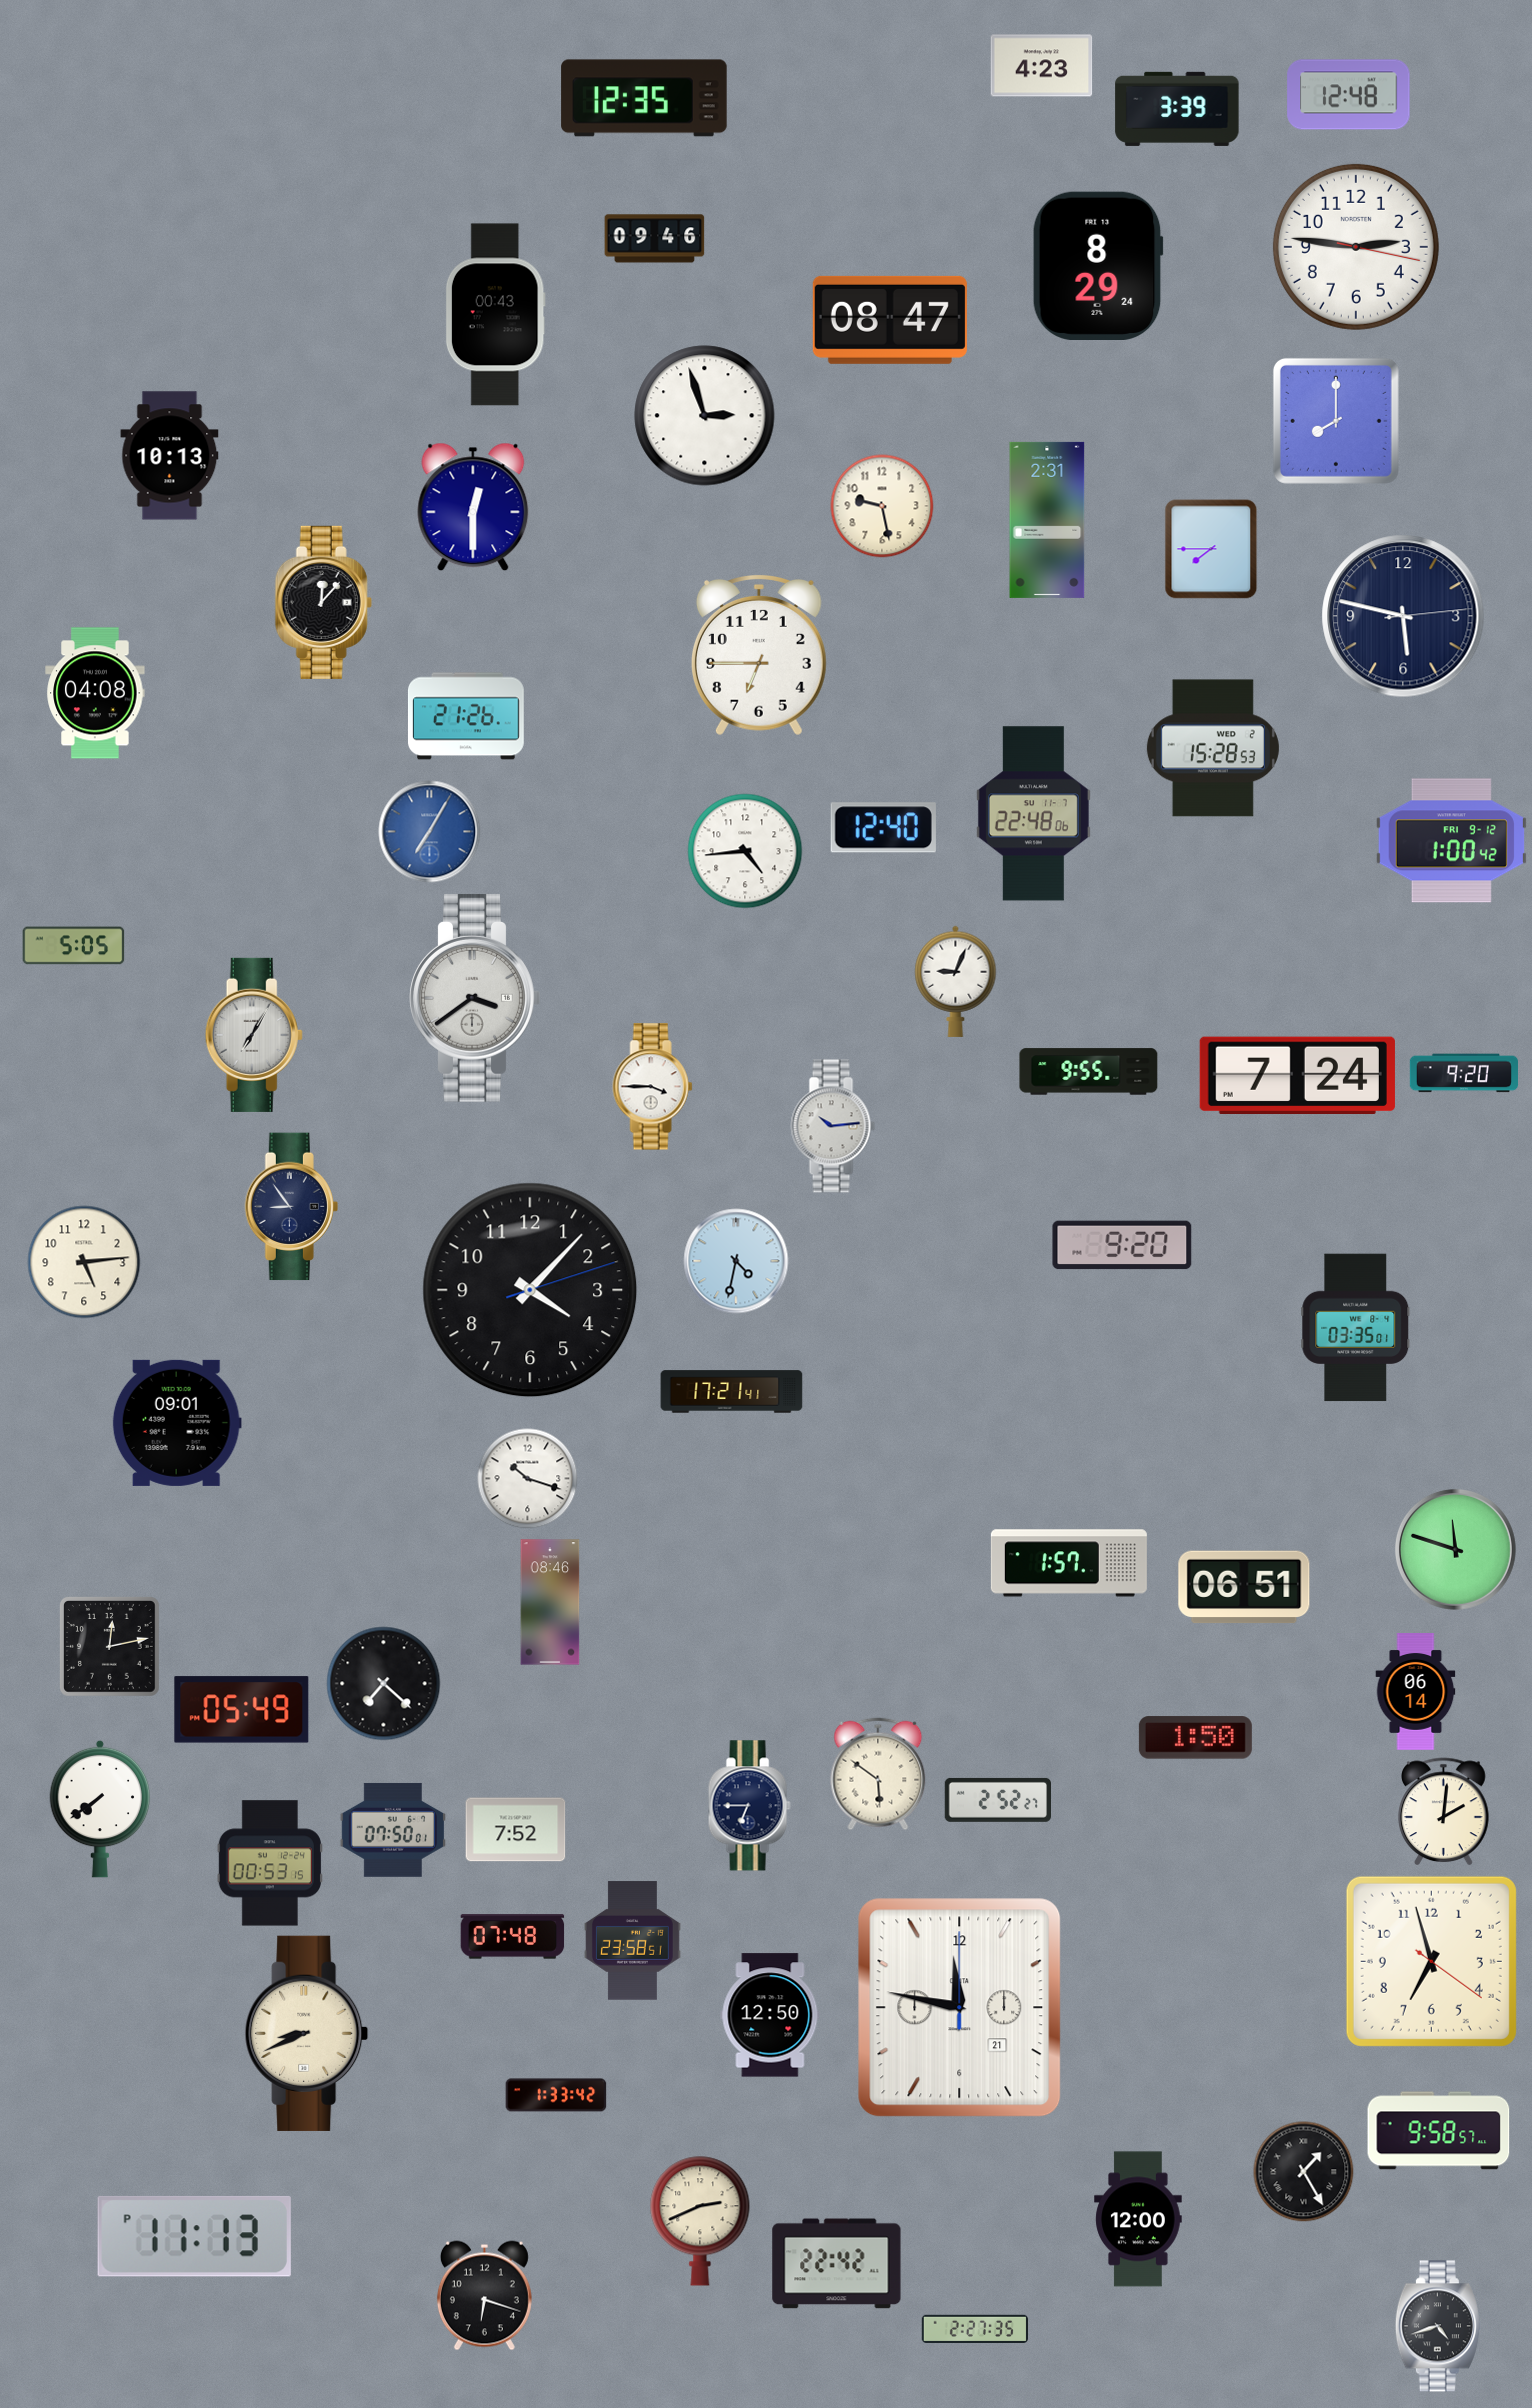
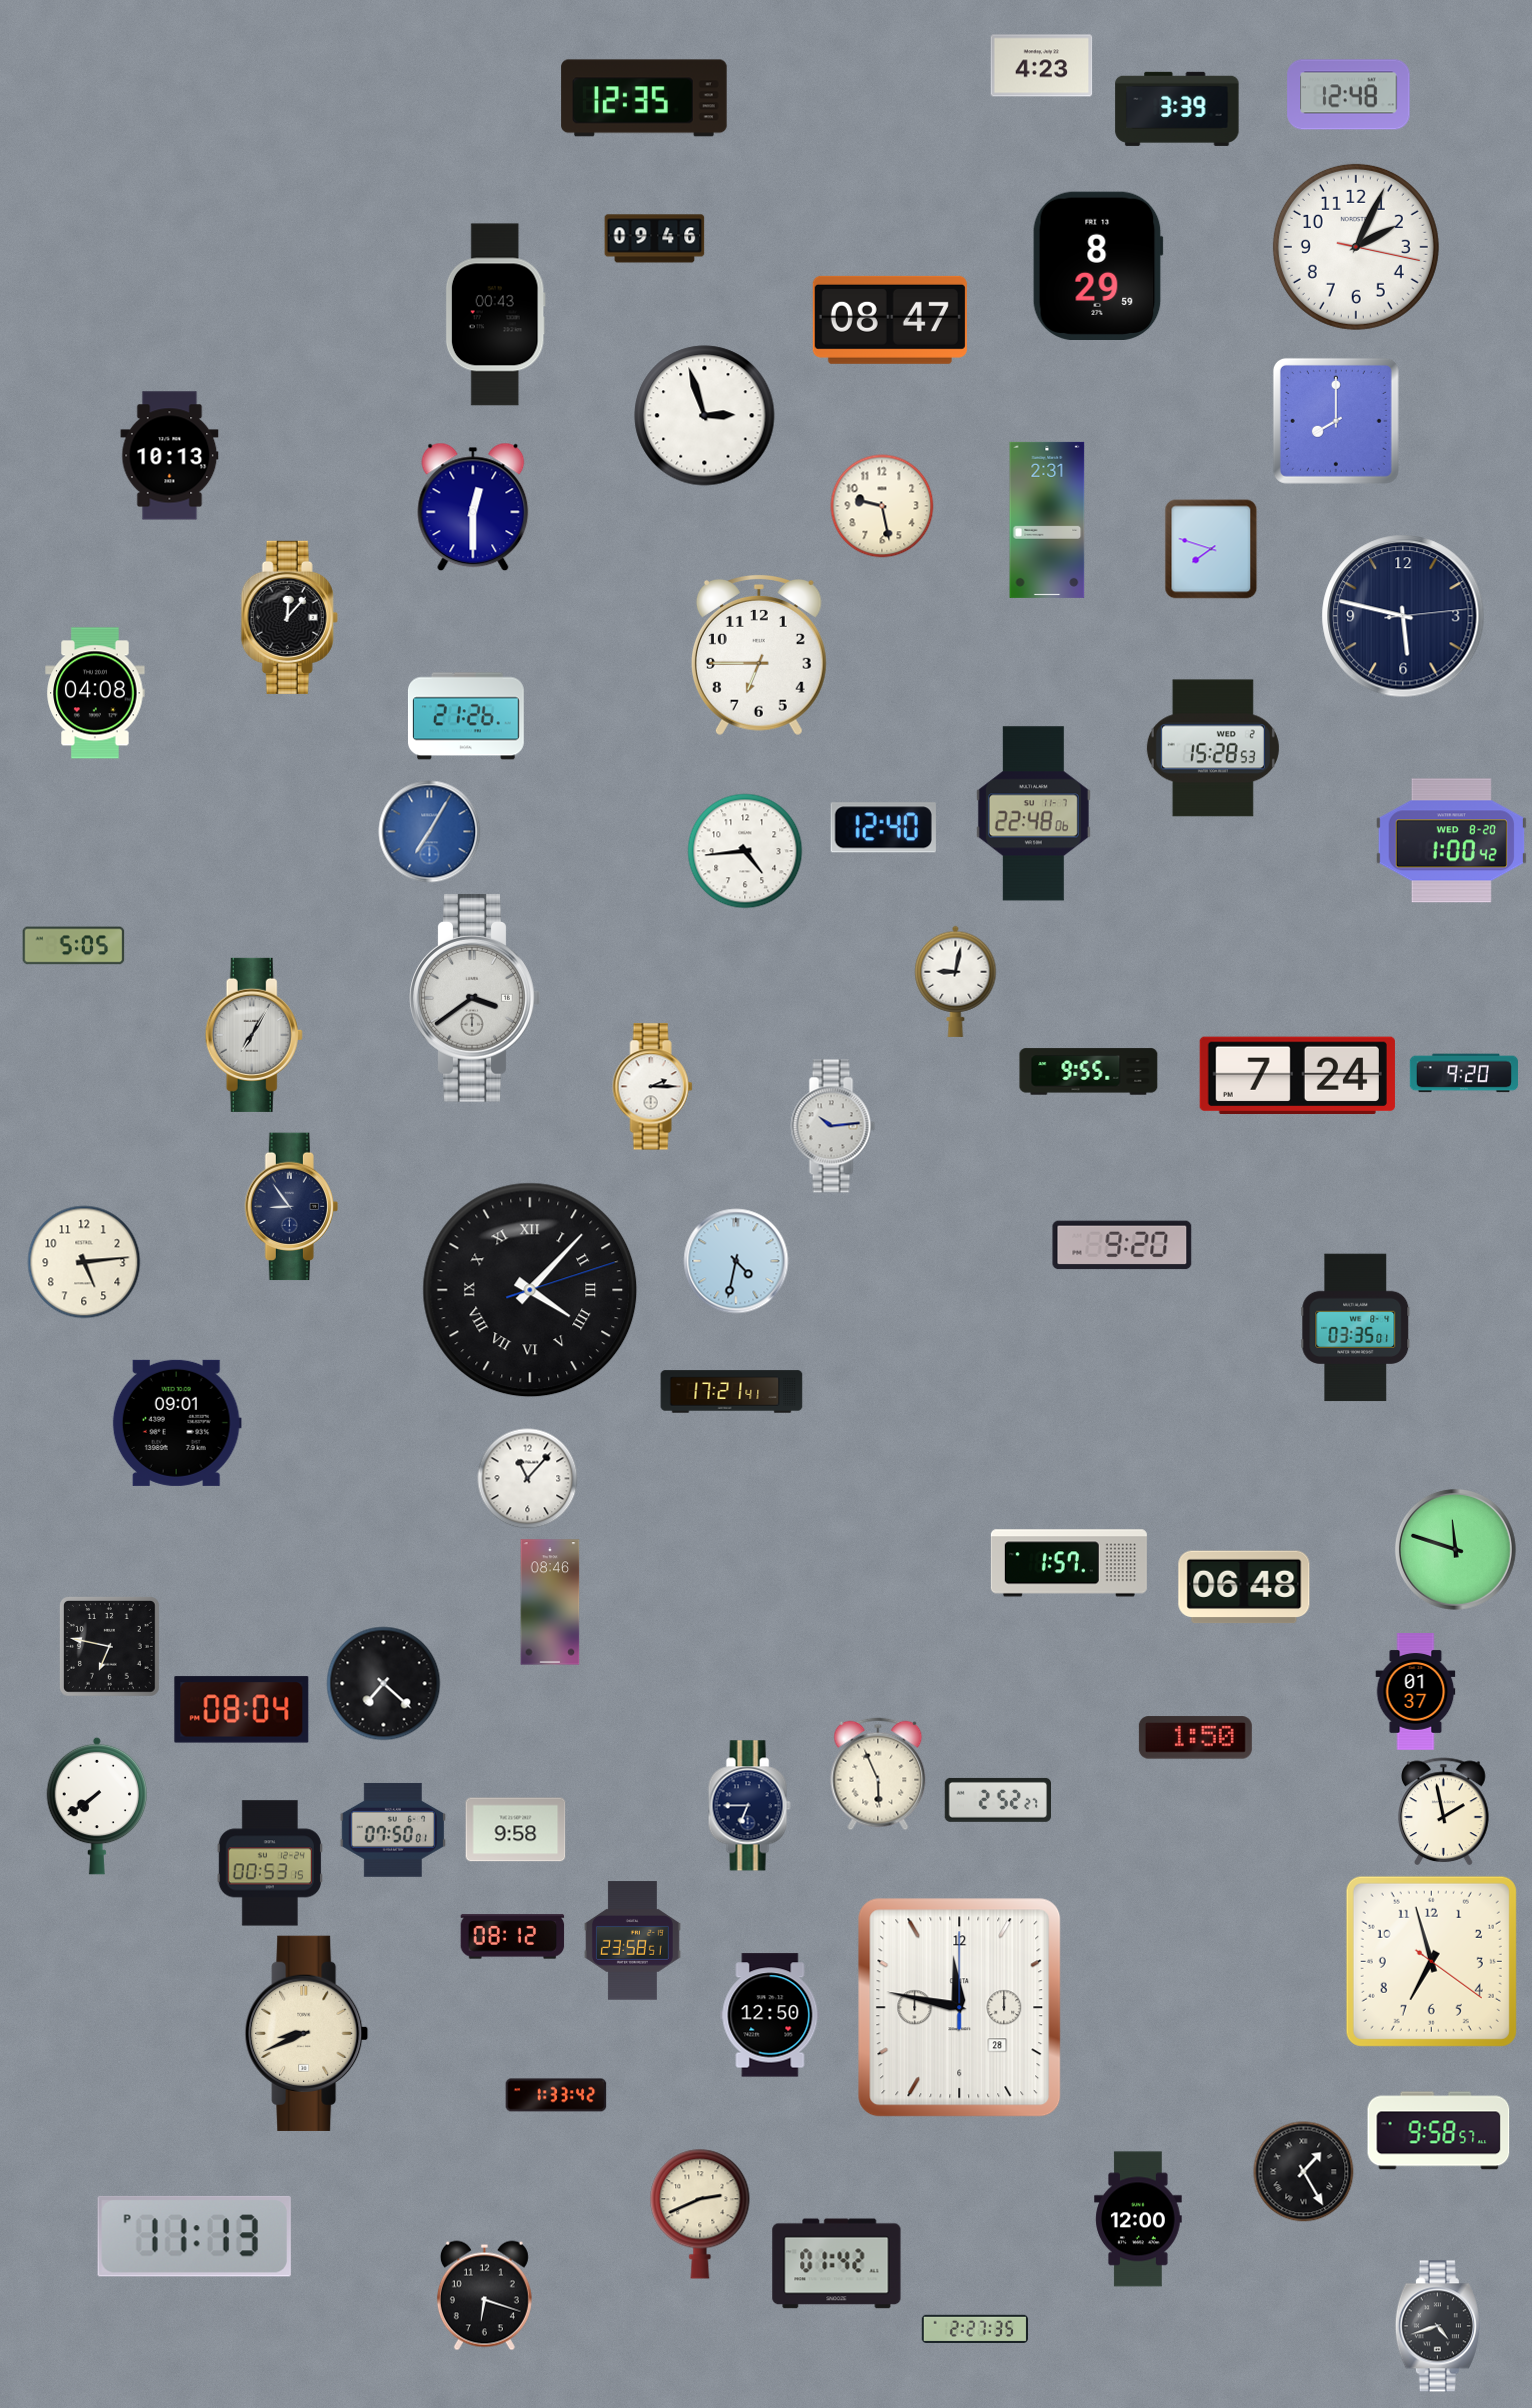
clock at (1356, 247): 2:46 -> 2:04
clock at (1098, 265): 8:29:24 -> 8:29:59
clock at (1211, 549): 7:45 -> 7:48
clock at (323, 602) position: (323, 602) -> (289, 617)
clock at (1451, 841) date: FRI 9-12 -> WED 8-20
clock at (956, 981): 9:04 -> 9:02
clock at (653, 1087): 3:45 -> 2:15
clock at (530, 1290) numerals: Arabic -> Roman
clock at (528, 1479): 10:18 -> 11:07
clock at (1244, 1587): 06:51 -> 06:48
clock at (109, 1646): 12:13 -> 6:47
clock at (1416, 1692): 06:14 -> 01:37
clock at (242, 1710): 05:49 -> 08:04
clock at (878, 1774): 5:51 -> 5:56
clock at (100, 1809) position: (100, 1809) -> (97, 1806)
clock at (1444, 1811): 2:01 -> 1:58
clock at (516, 1830): 7:52 -> 9:58
clock at (513, 1937): 07:48 -> 08:12
clock at (960, 2008) date: 21 -> 28
clock at (700, 2221) position: (700, 2221) -> (700, 2214)
clock at (837, 2264): 22:42 -> 01:42
